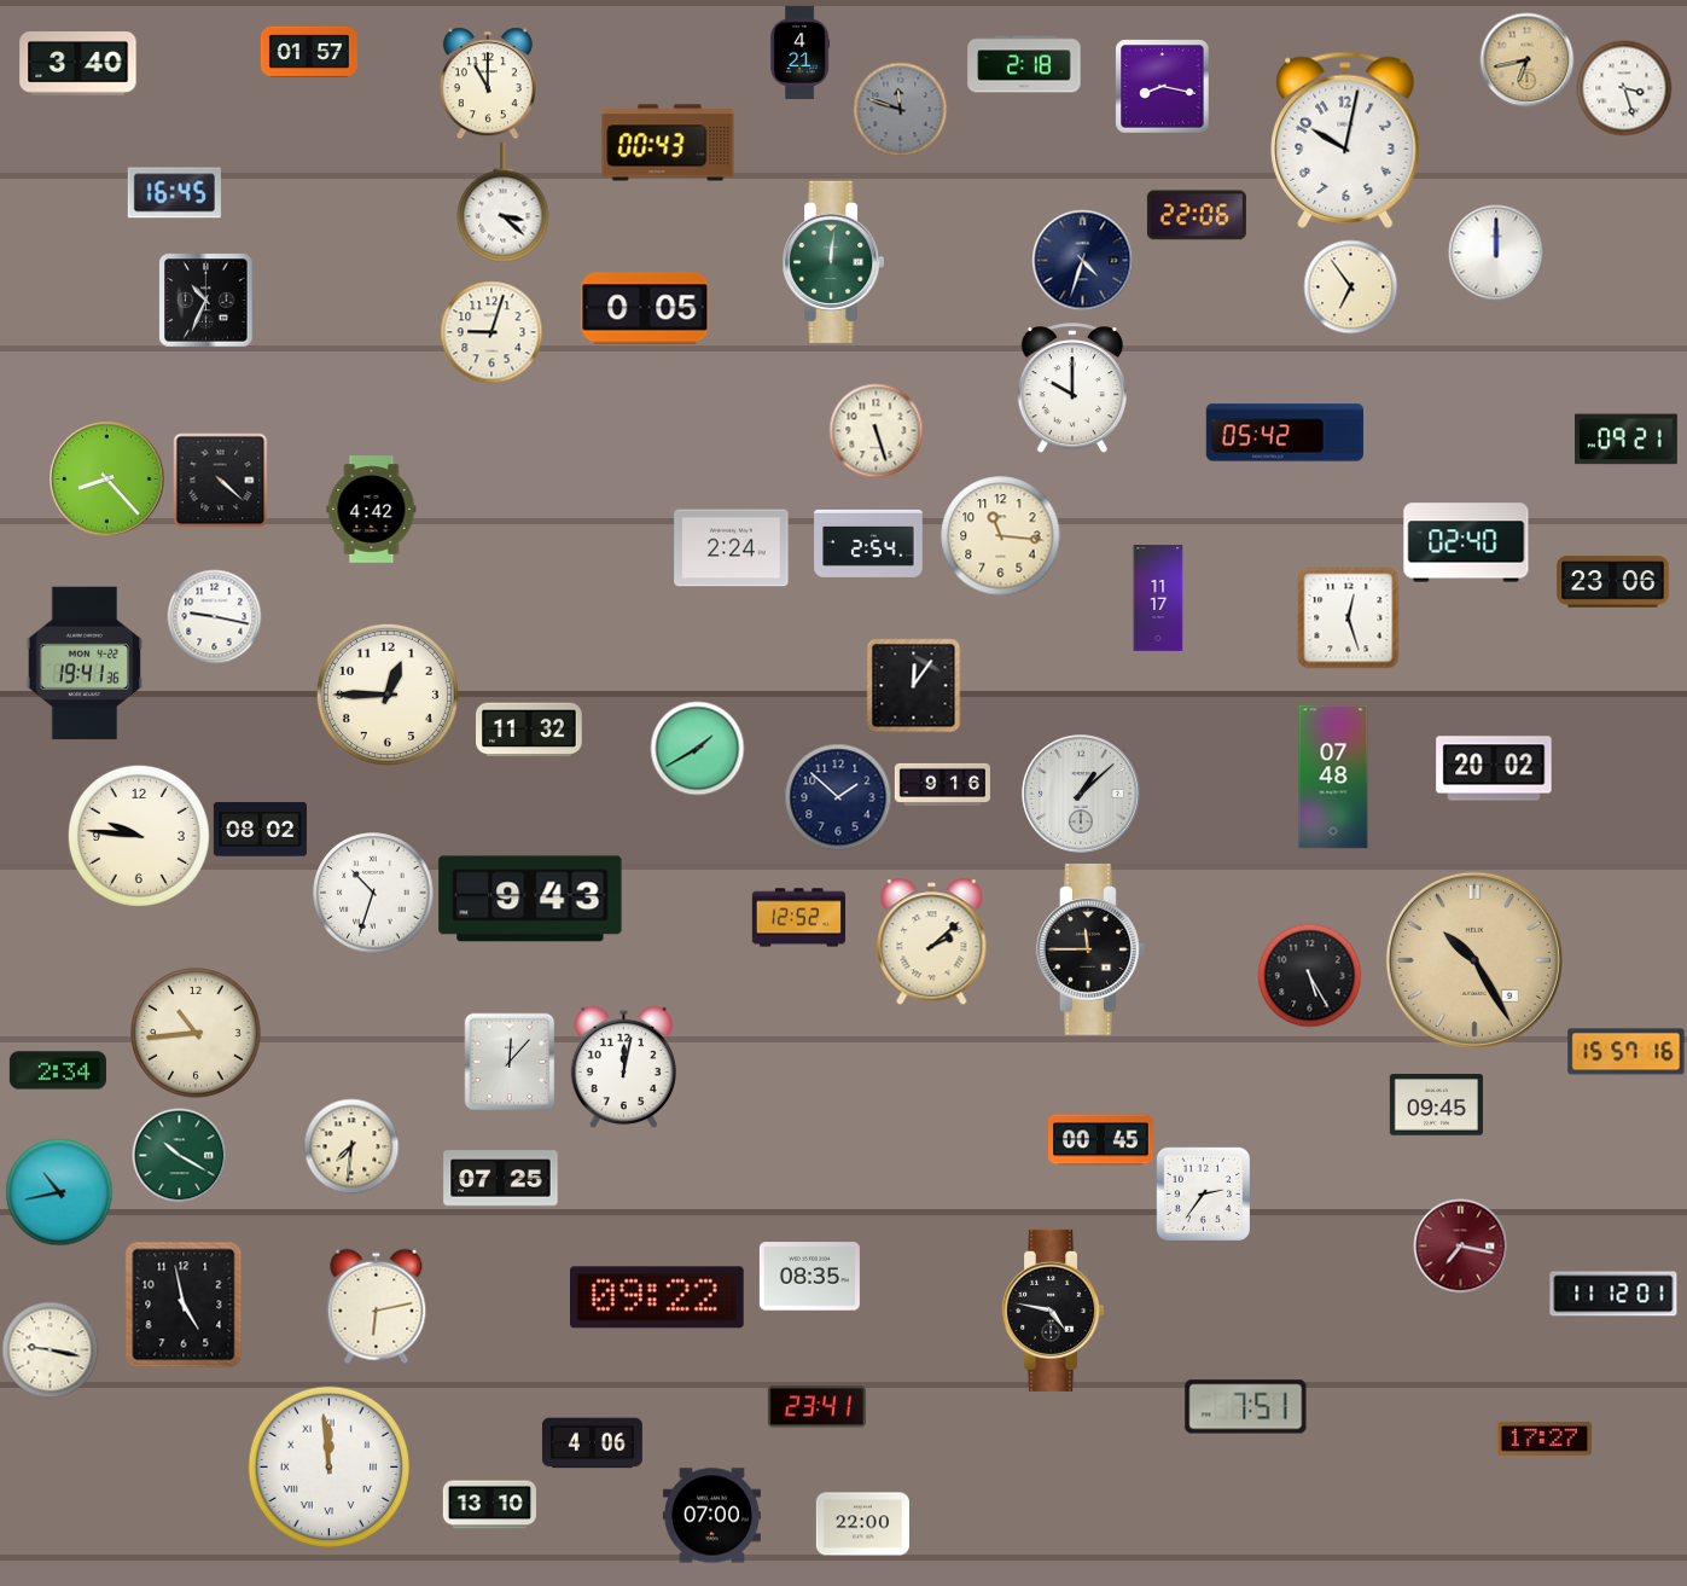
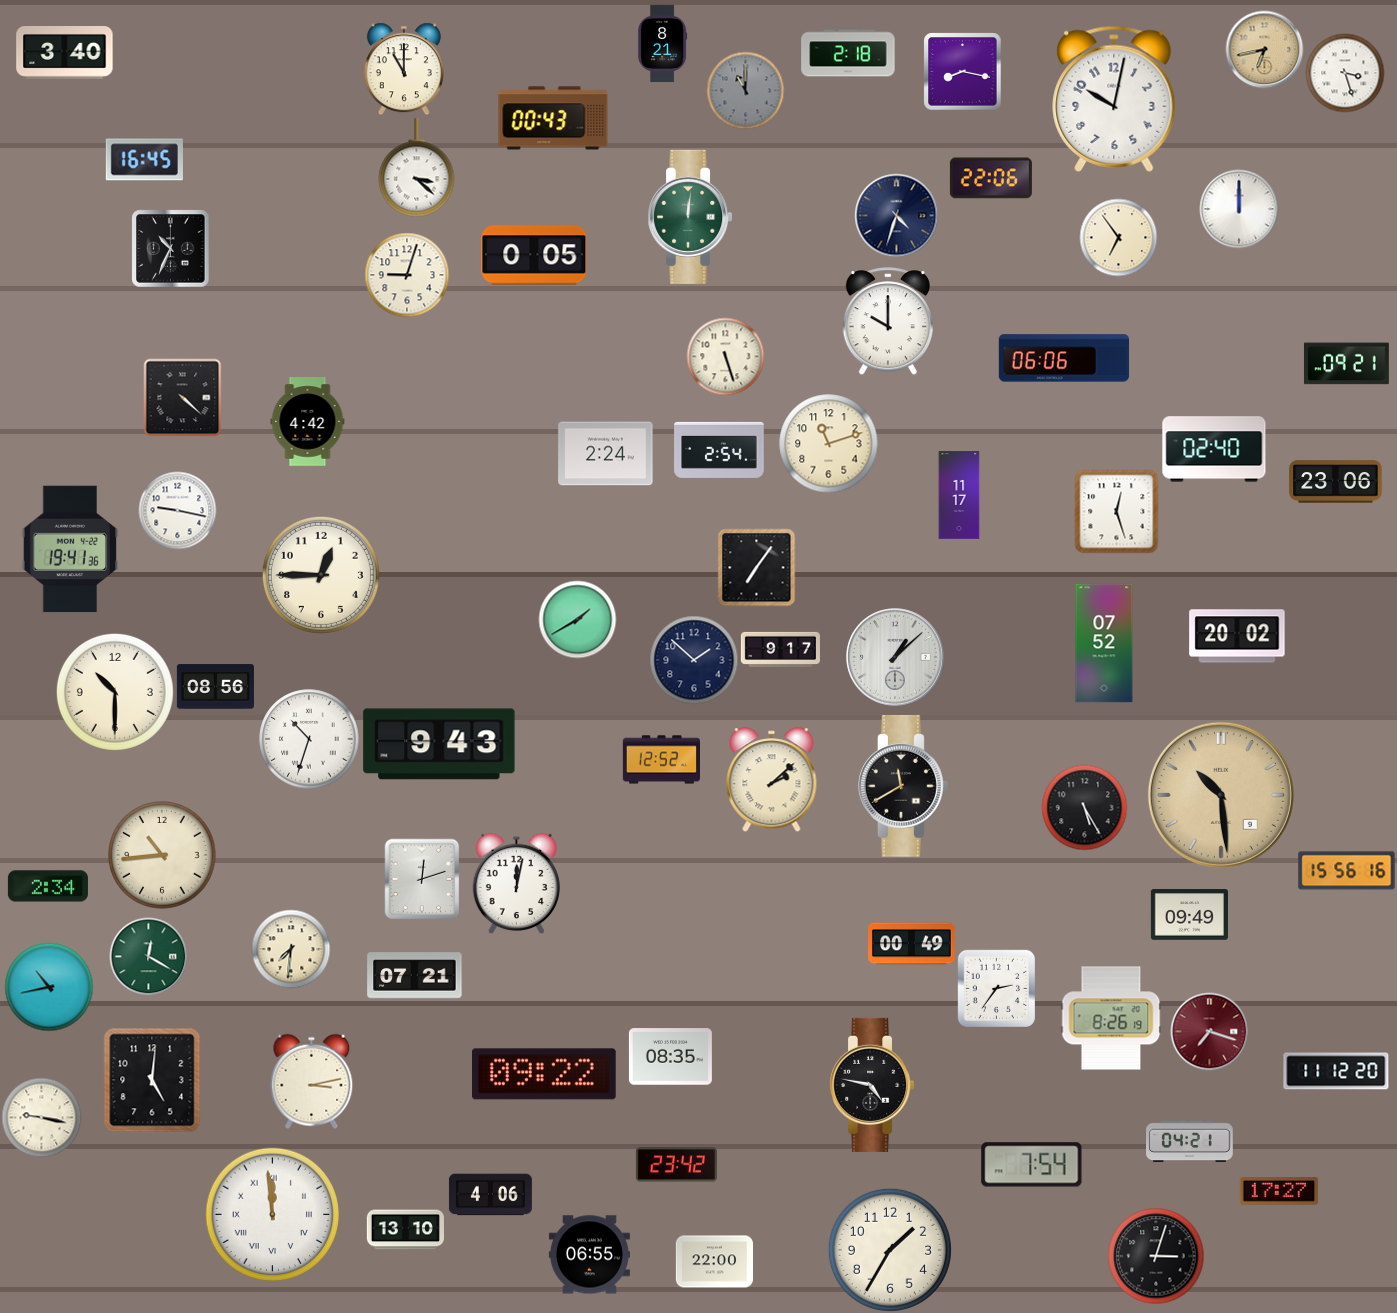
clock at (309, 52): 01:57 -> none
clock at (801, 52): 4:21 -> 8:21
clock at (900, 109): 11:48 -> 11:00
clock at (1345, 140) position: (1345, 140) -> (1114, 99)
clock at (1284, 432): 05:42 -> 06:06
clock at (107, 480): 8:23 -> none
clock at (1001, 536): 11:16 -> 11:12
clock at (913, 685): 12:06 -> 7:06
clock at (530, 730): 11:32 -> none
clock at (1333, 777): 07:48 -> 07:52
clock at (942, 784): 9:16 -> 9:17
clock at (260, 830): 08:02 -> 08:56
clock at (139, 836): 9:46 -> 10:30
clock at (1092, 949): 11:45 -> 11:40
clock at (1474, 960): 10:25 -> 10:29
clock at (1627, 1052): 15:57 -> 15:56
clock at (510, 1062): 12:07 -> 12:12
clock at (1436, 1105): 09:45 -> 09:49
clock at (1101, 1140): 00:45 -> 00:49
clock at (179, 1155): 10:20 -> 12:20
clock at (501, 1179): 07:25 -> 07:21
clock at (1111, 1018): none -> 8:26
clock at (1460, 1245): 7:17 -> 7:18
clock at (1613, 1294): 11:12:01 -> 11:12:20
clock at (184, 1305): 4:58 -> 5:01
clock at (377, 1306): 6:13 -> 3:13
clock at (1190, 1142): none -> 04:21
clock at (816, 1407): 23:41 -> 23:42
clock at (1246, 1407): 7:51 -> 7:54
clock at (489, 1505) position: (489, 1505) -> (405, 1230)
clock at (890, 1250): none -> 1:35
clock at (711, 1516): 07:00 -> 06:55
clock at (1156, 1256): none -> 3:03
